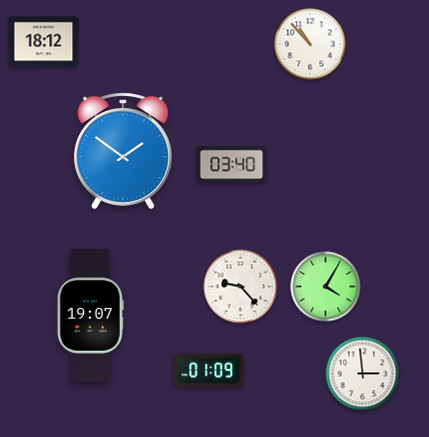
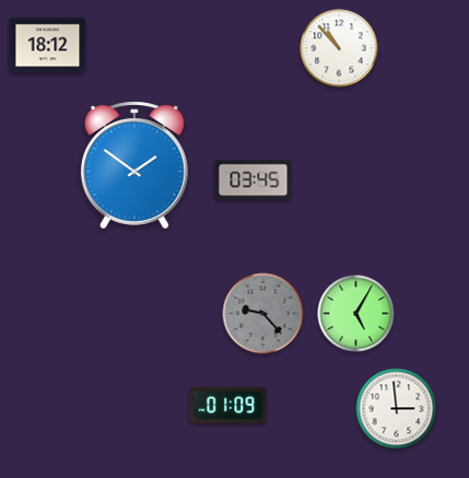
clock at (232, 165): 03:40 -> 03:45
clock at (241, 287) dial: white -> grey
clock at (326, 287): 4:05 -> 5:05
clock at (90, 316): 19:07 -> none
